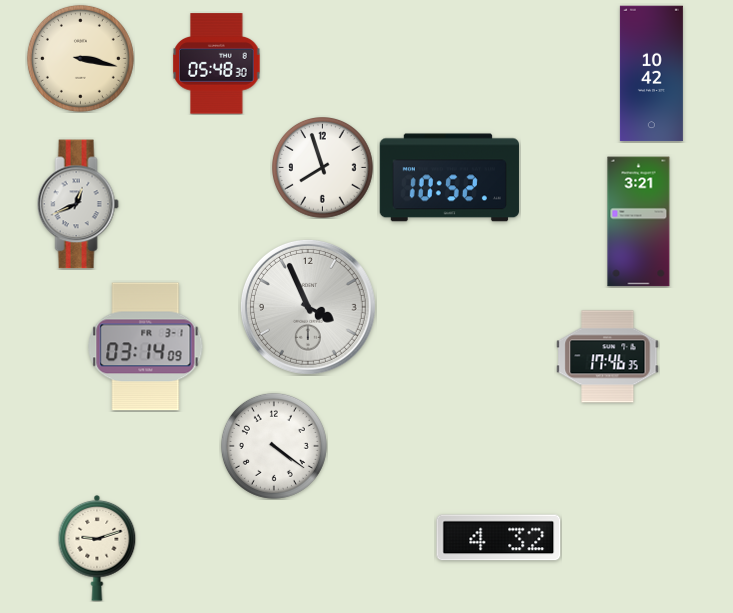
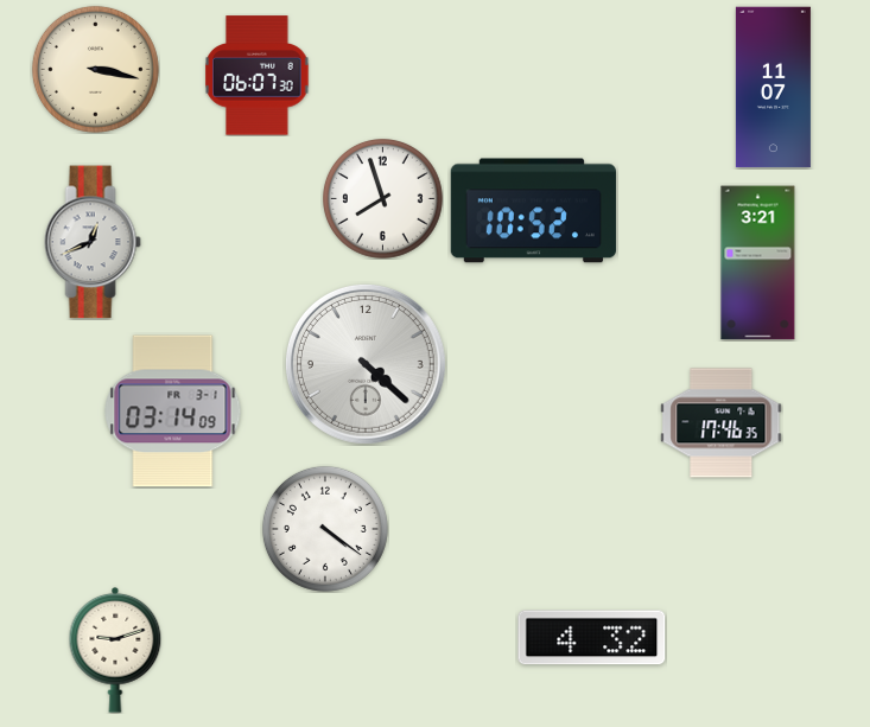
clock at (217, 64): 05:48 -> 06:07
clock at (651, 74): 10:42 -> 11:07
clock at (308, 307): 3:56 -> 4:22
